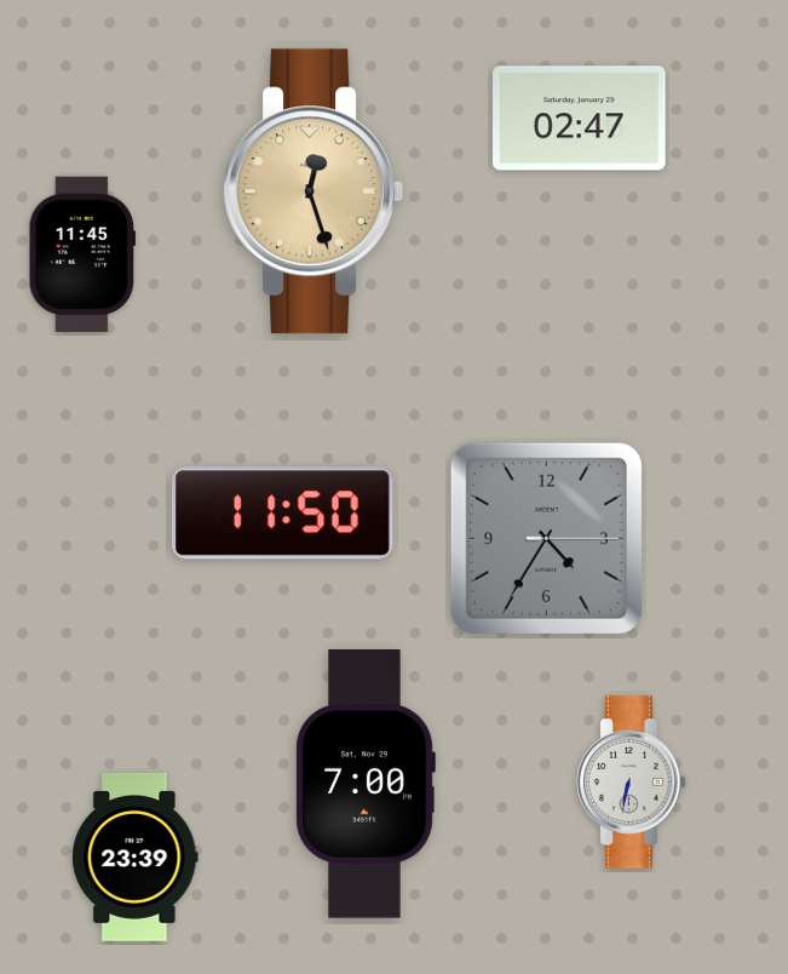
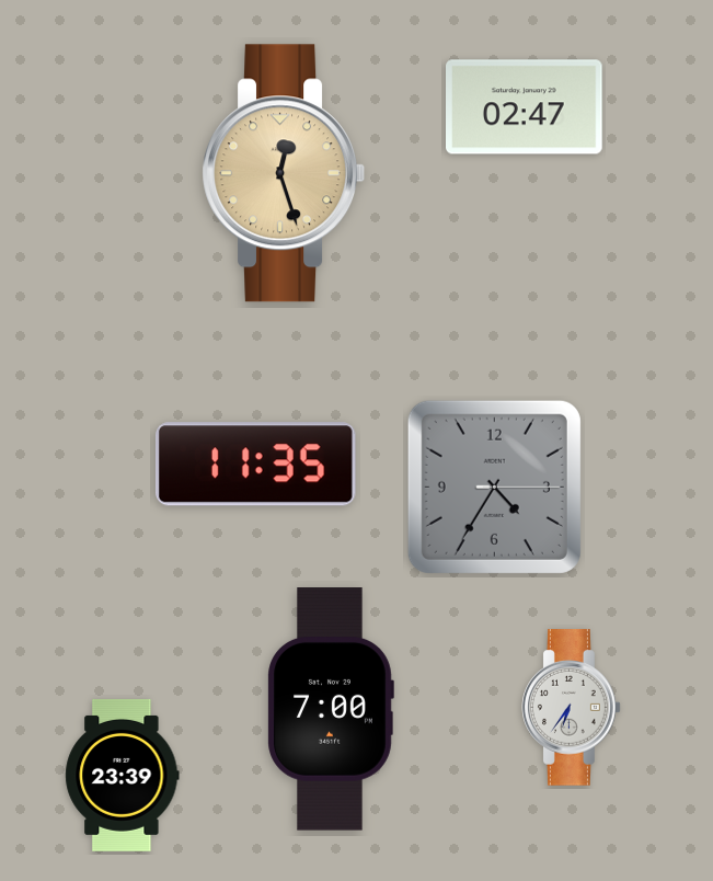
clock at (81, 254): 11:45 -> none
clock at (282, 514): 11:50 -> 11:35
clock at (632, 783): 6:32 -> 6:36
